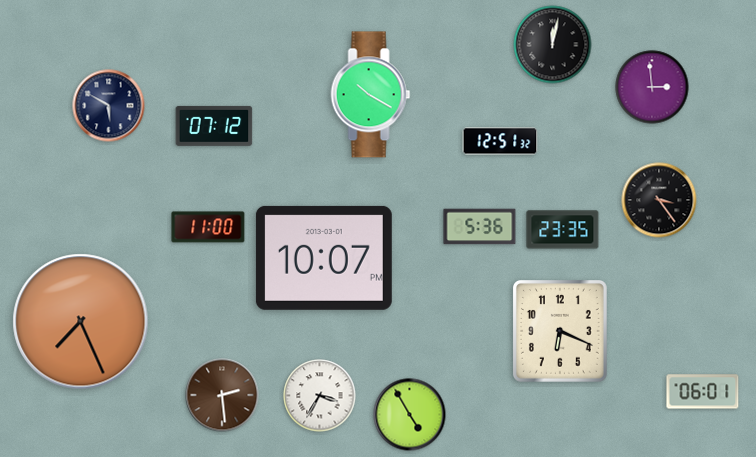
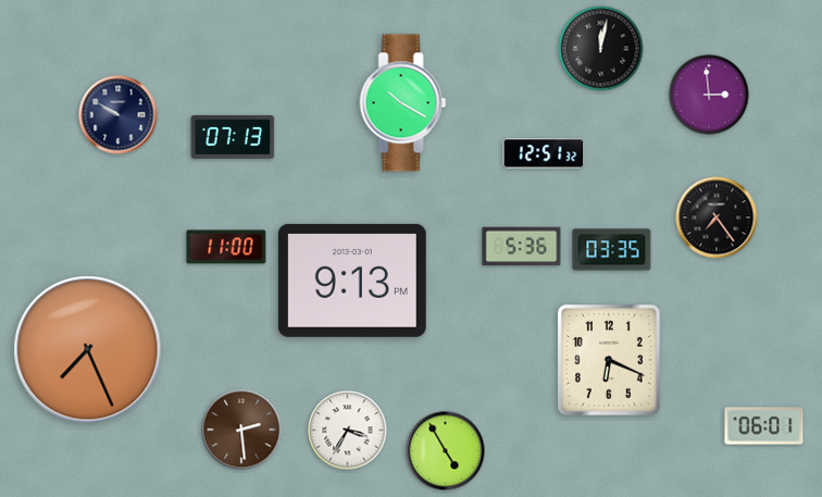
clock at (109, 106): 5:50 -> 9:50
clock at (214, 126): 07:12 -> 07:13
clock at (659, 200): 3:24 -> 7:24
clock at (563, 230): 23:35 -> 03:35
clock at (324, 258): 10:07 -> 9:13
